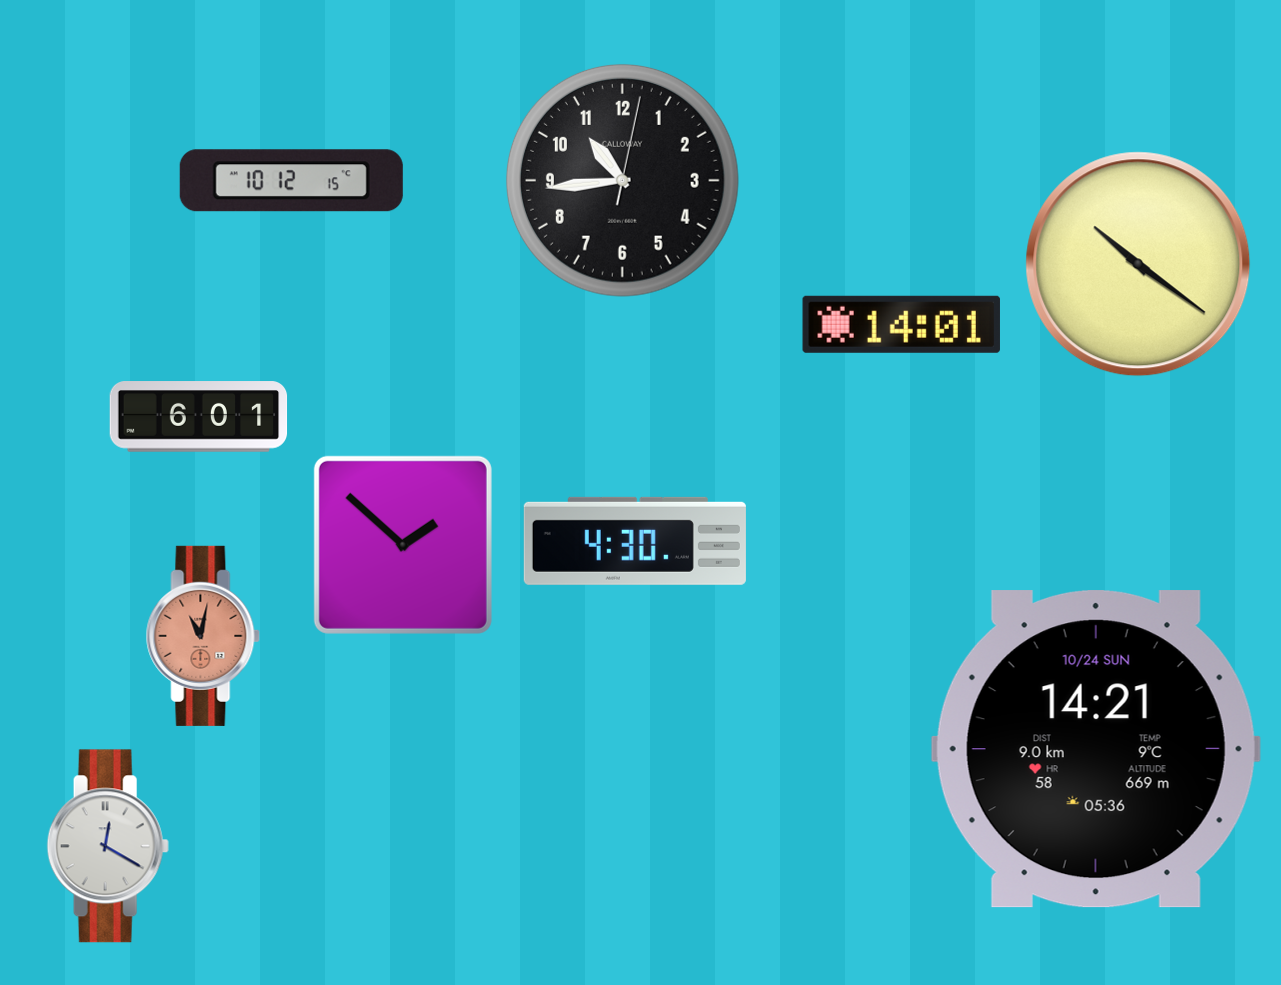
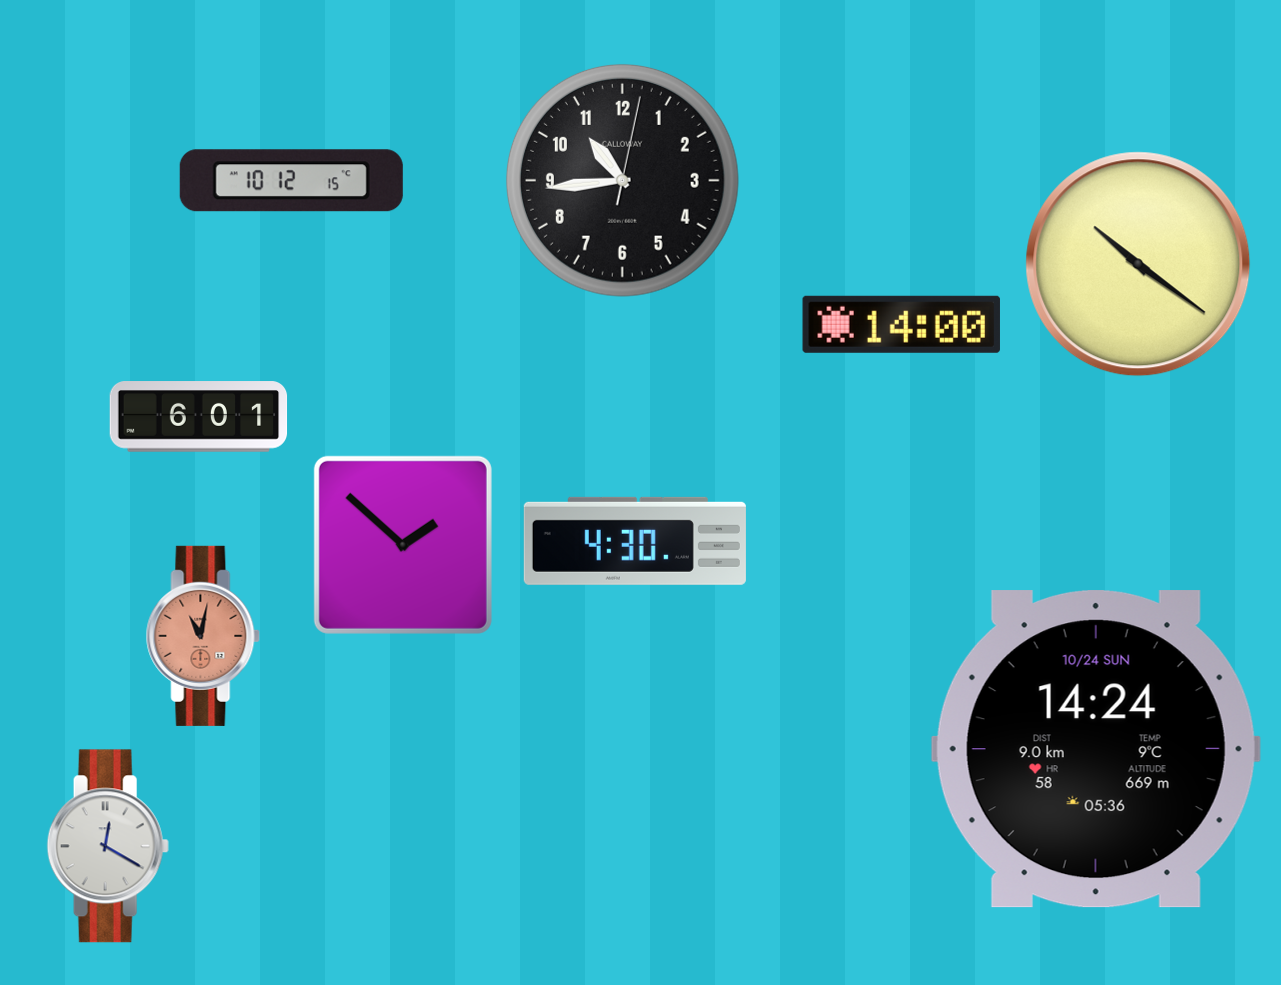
clock at (901, 324): 14:01 -> 14:00
clock at (1096, 749): 14:21 -> 14:24
